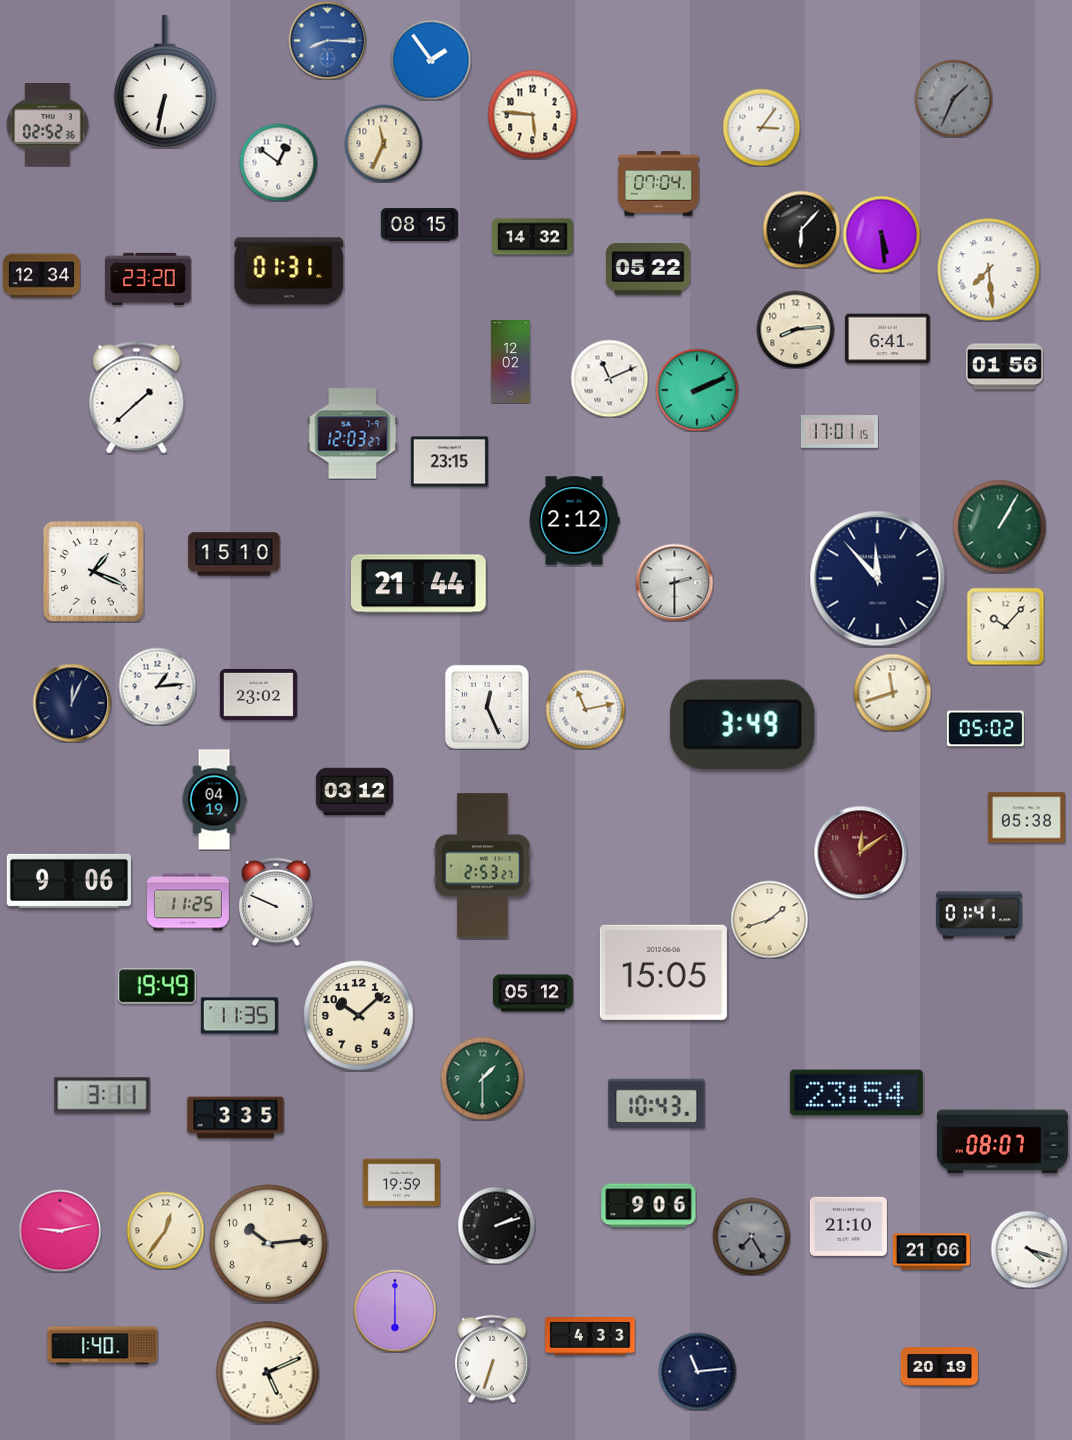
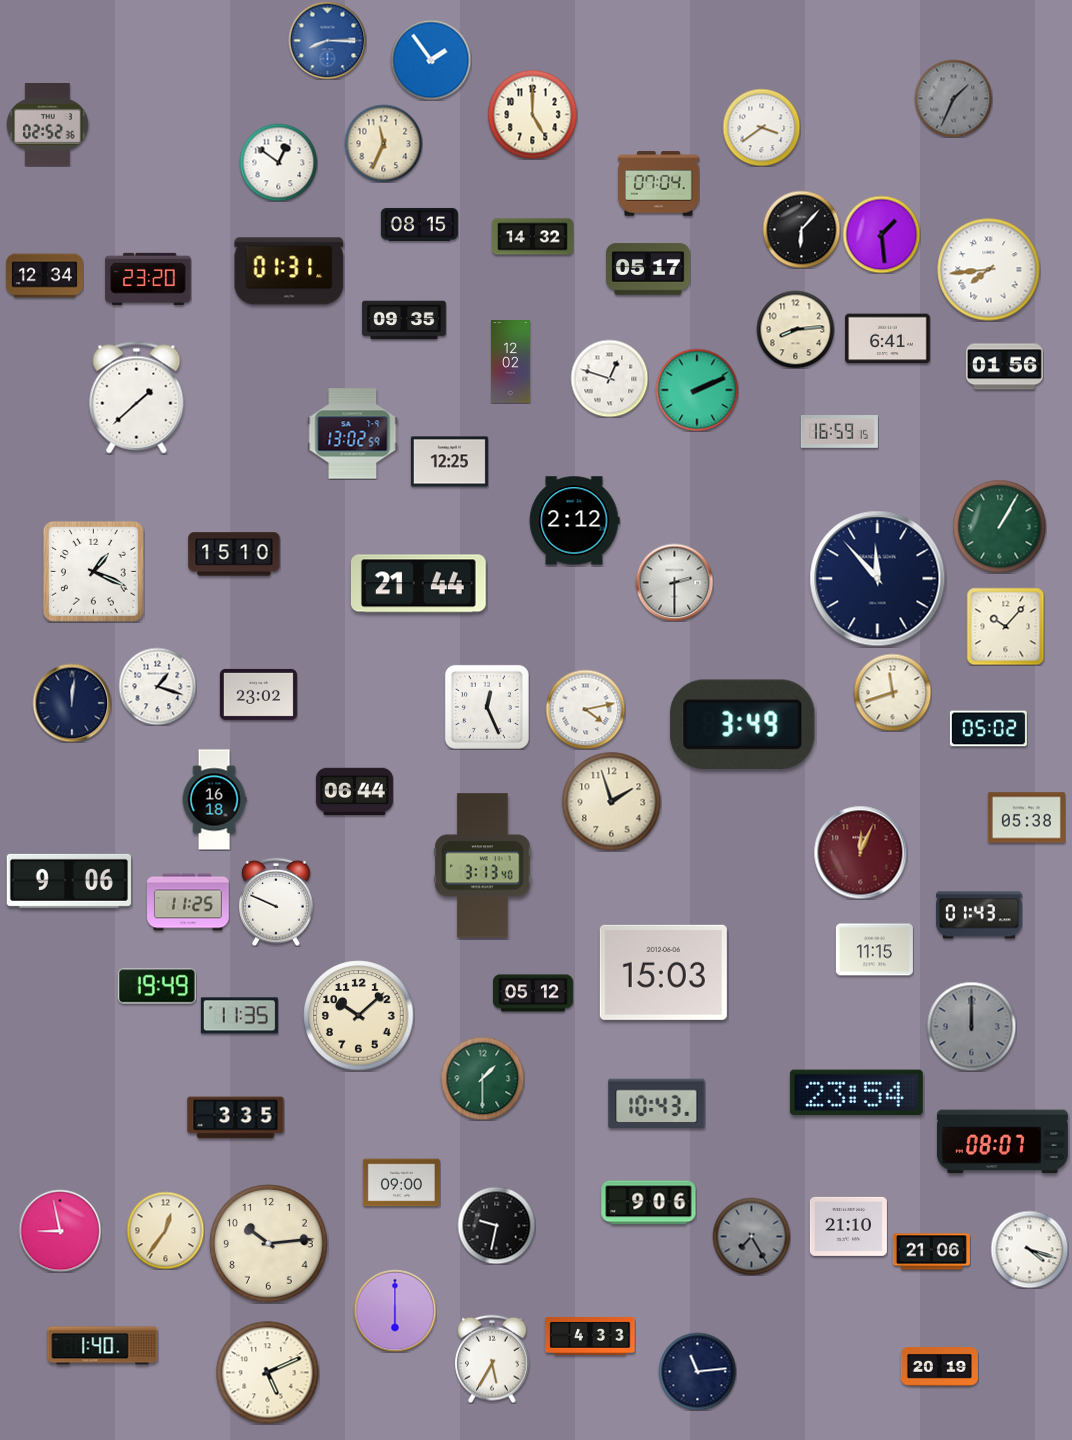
clock at (165, 80): 6:32 -> none
clock at (532, 114): 5:46 -> 5:00
clock at (761, 127): 3:06 -> 3:39
clock at (881, 234): 5:29 -> 1:29
clock at (648, 269): 05:22 -> 05:17
clock at (989, 270): 7:29 -> 7:44
clock at (41, 276) position: (41, 276) -> (44, 276)
clock at (404, 320): none -> 09:35
clock at (609, 378): 11:11 -> 12:48
clock at (839, 432): 17:01 -> 16:59
clock at (353, 434): 12:03 -> 13:02
clock at (449, 462): 23:15 -> 12:25
clock at (157, 686): 1:14 -> 1:18
clock at (72, 703): 12:04 -> 12:01
clock at (585, 709): 11:13 -> 4:13
clock at (985, 729) position: (985, 729) -> (988, 729)
clock at (354, 792): 03:12 -> 06:44
clock at (214, 800): 04:19 -> 16:18
clock at (612, 802): none -> 1:57
clock at (860, 852): 12:09 -> 12:04
clock at (483, 866): 2:53 -> 3:13
clock at (979, 915): 01:41 -> 01:43
clock at (769, 919): 1:42 -> none
clock at (874, 950): none -> 11:15
clock at (663, 972): 15:05 -> 15:03
clock at (971, 1026): none -> 12:00
clock at (102, 1095): 3:11 -> none
clock at (401, 1183): 19:59 -> 09:00
clock at (649, 1206) position: (649, 1206) -> (649, 1203)
clock at (496, 1225): 2:12 -> 9:32
clock at (60, 1231): 9:13 -> 8:58
clock at (492, 1359): 6:33 -> 5:35
